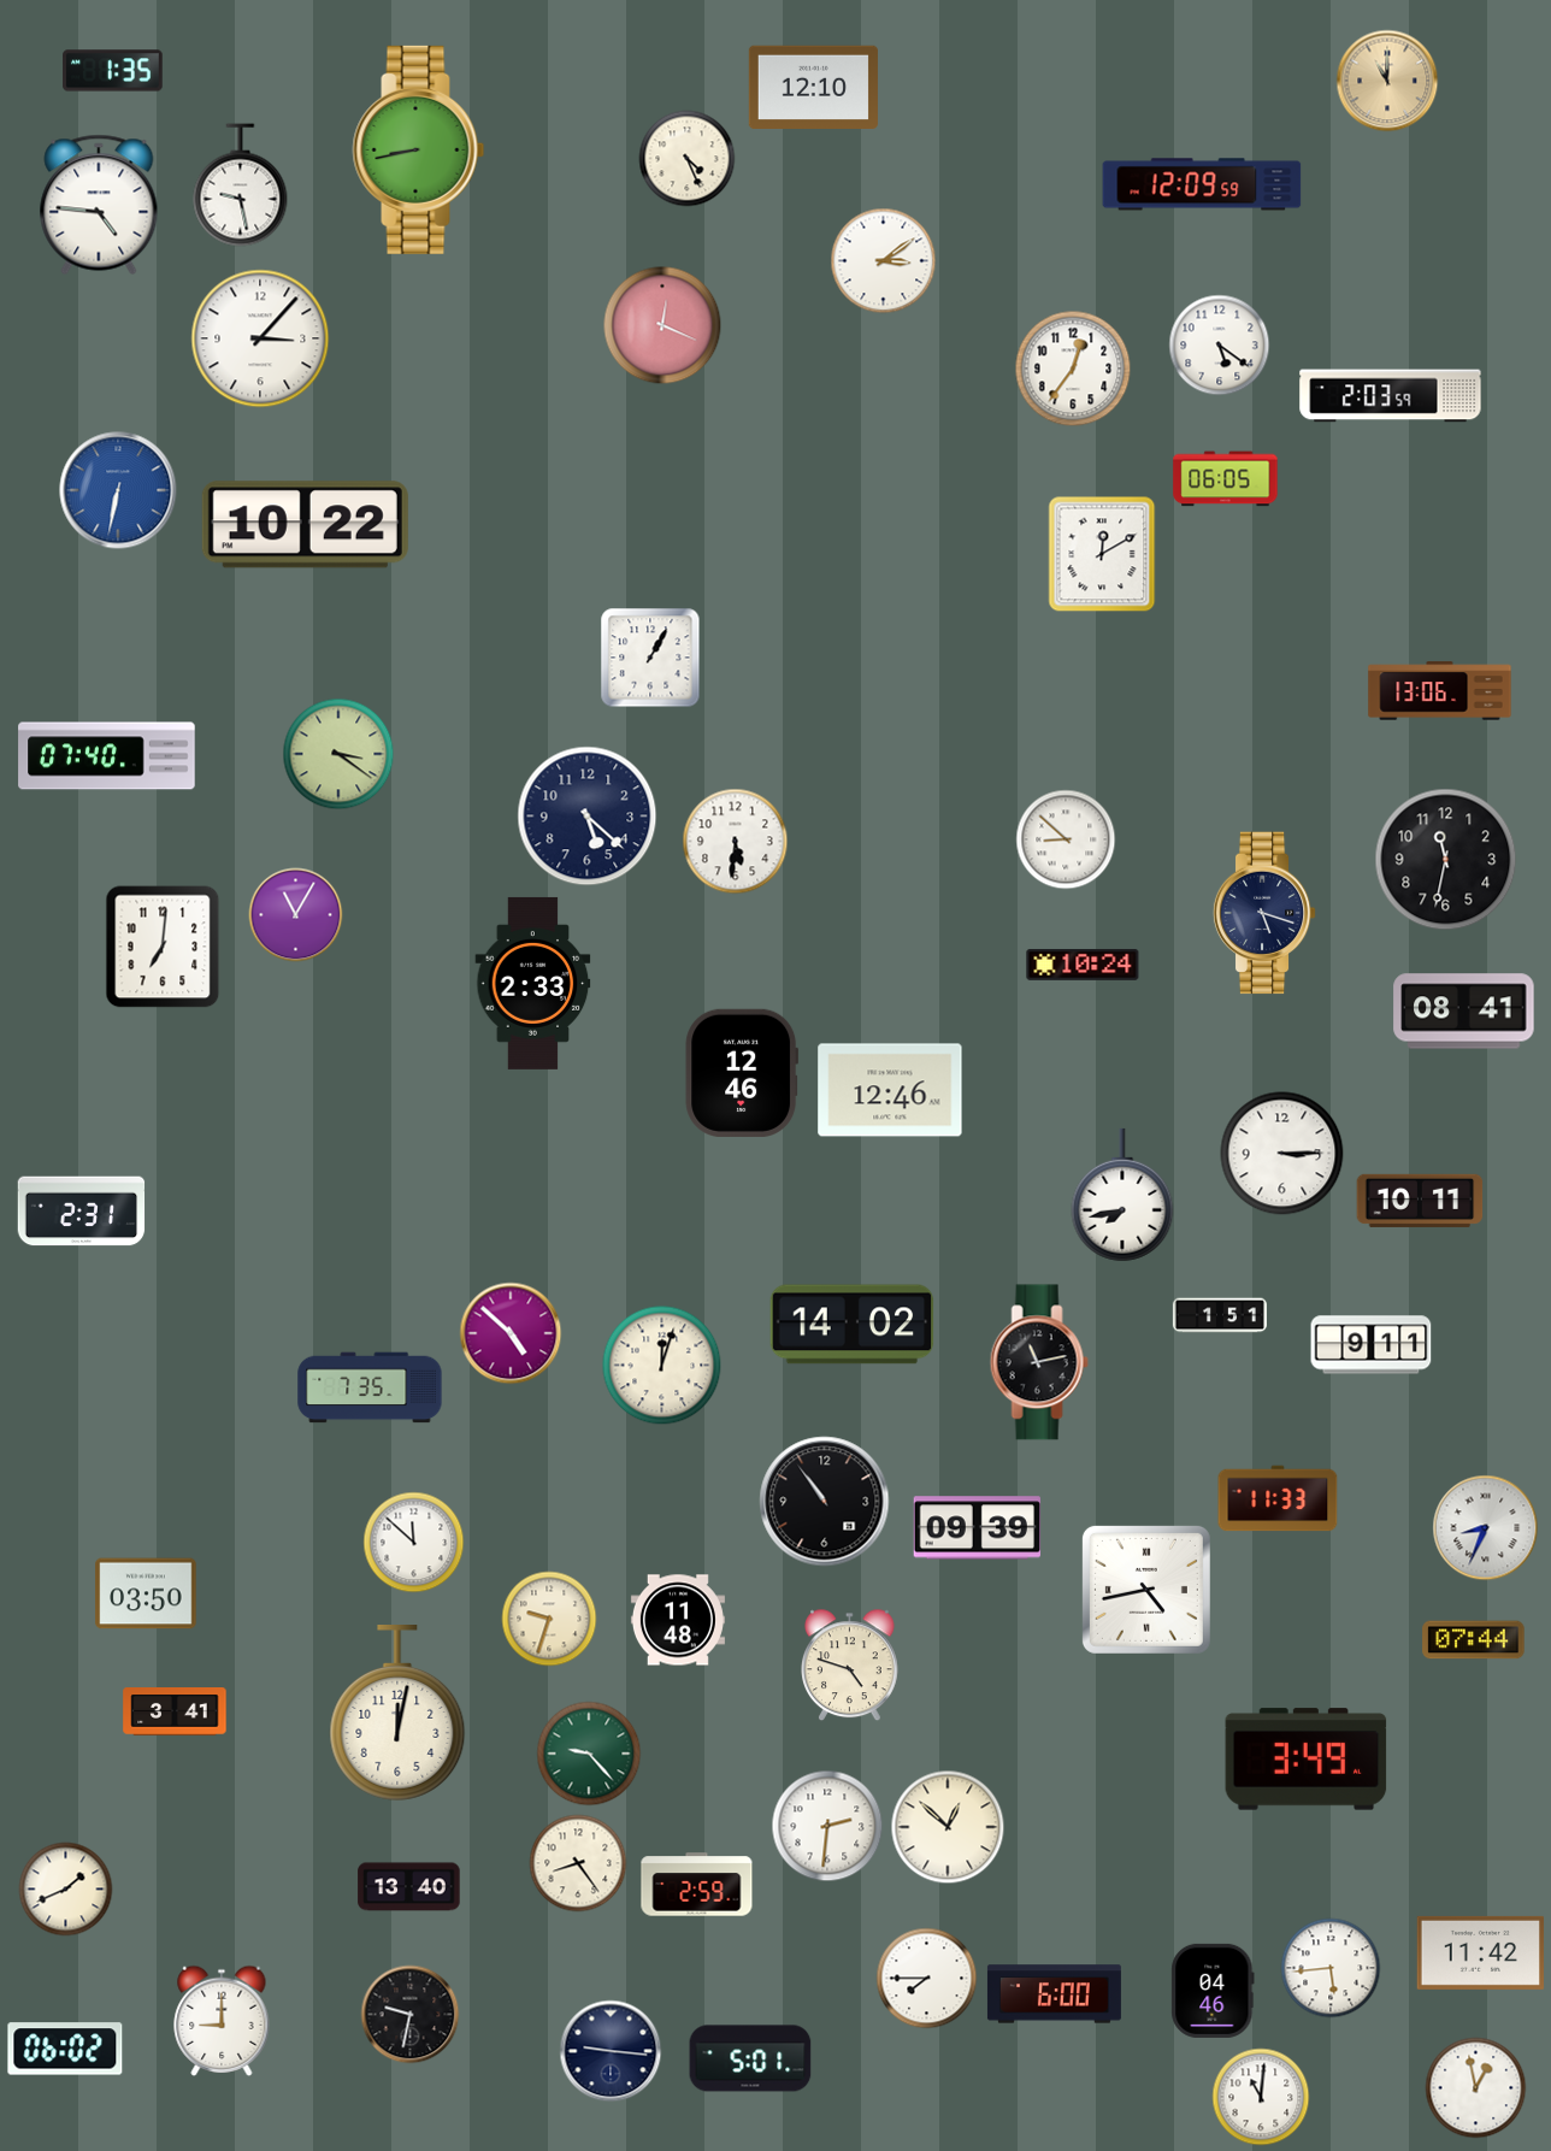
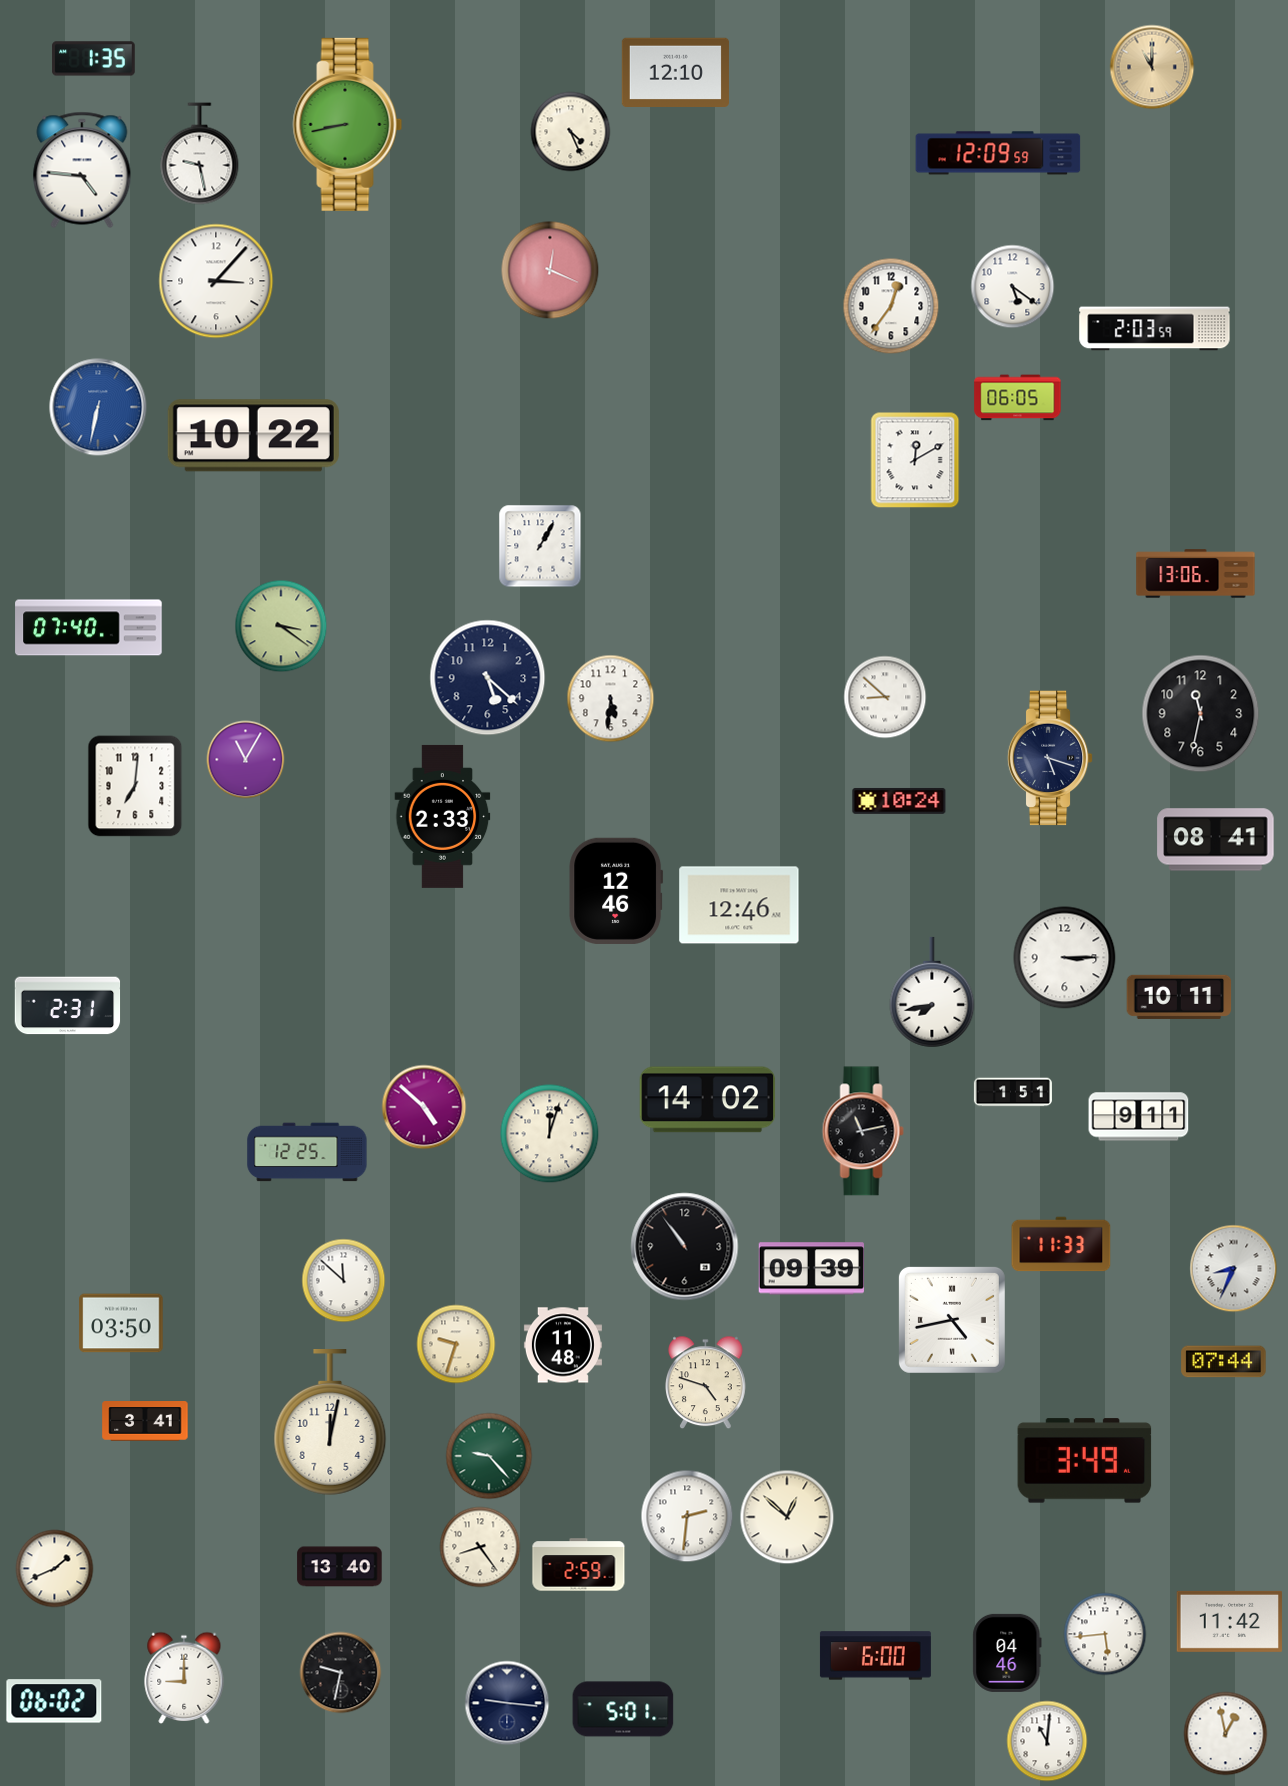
clock at (884, 261): 3:09 -> none
clock at (370, 1387): 7:35 -> 12:25
clock at (927, 1979): 7:45 -> none
